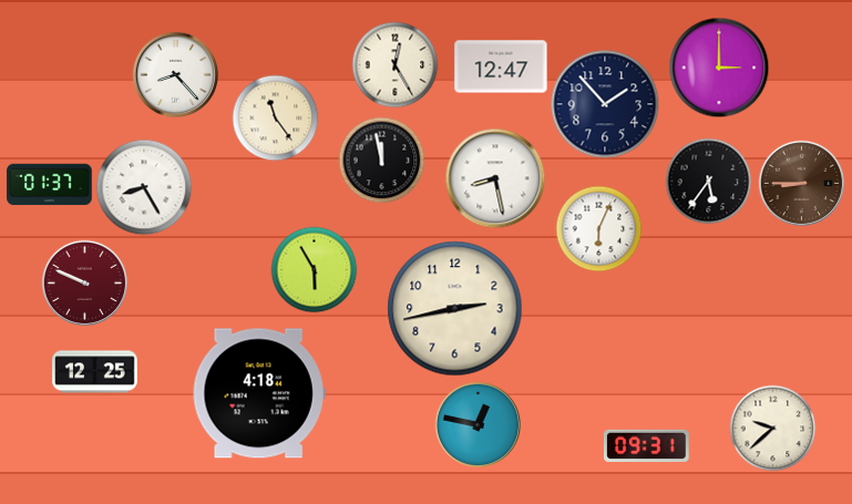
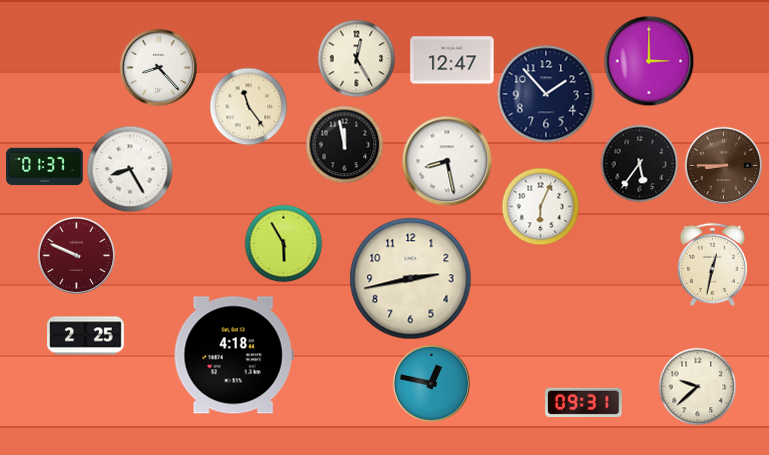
clock at (712, 264): none -> 12:32
clock at (95, 372): 12:25 -> 2:25
